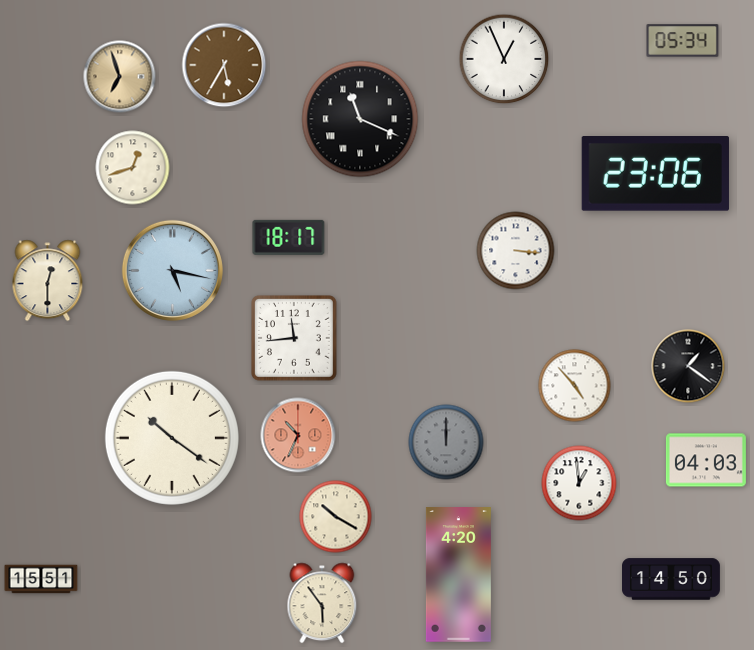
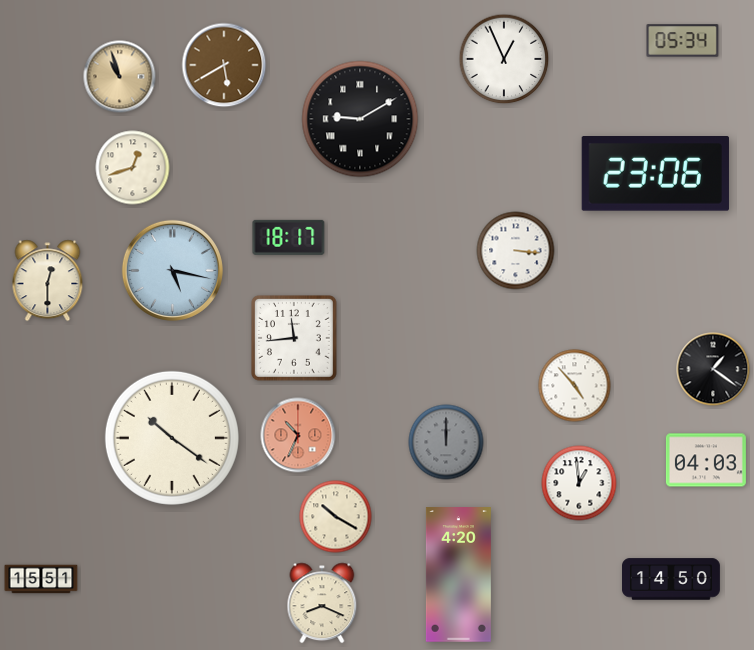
clock at (224, 65): 5:35 -> 5:40
clock at (120, 77): 6:57 -> 10:57
clock at (360, 119): 11:19 -> 9:10
clock at (688, 366) position: (688, 366) -> (713, 369)
clock at (322, 603): 5:54 -> 8:19
